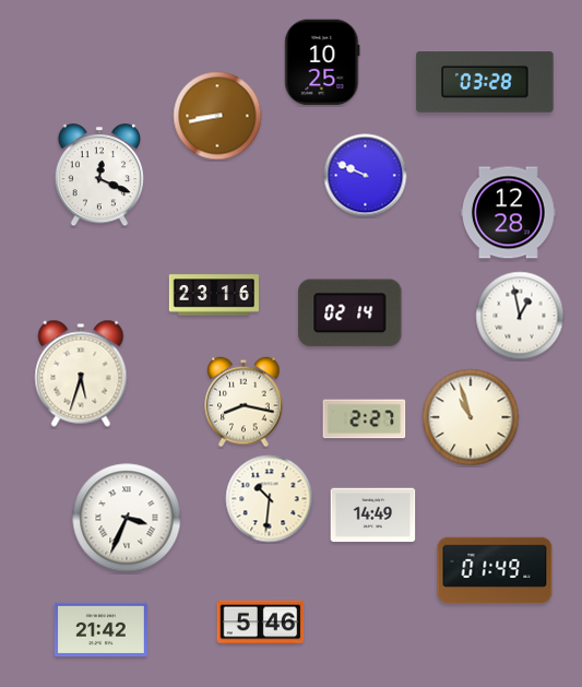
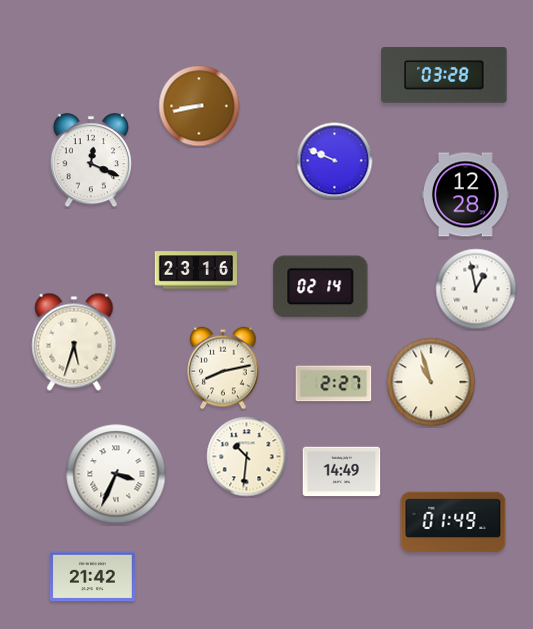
clock at (322, 62): 10:25 -> none
clock at (244, 402): 8:17 -> 8:13
clock at (261, 623): 5:46 -> none
